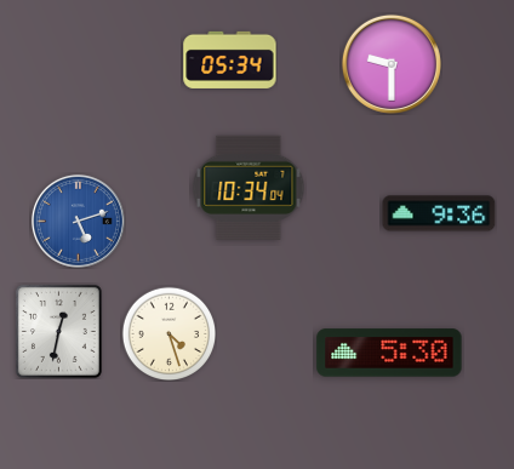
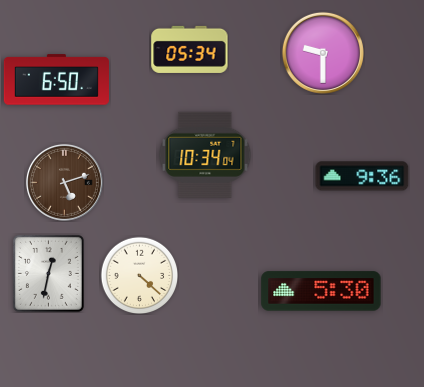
clock at (56, 80): none -> 6:50
clock at (78, 221) dial: blue -> brown
clock at (169, 333): 4:27 -> 4:22
